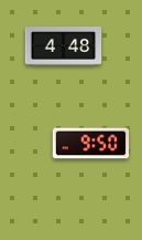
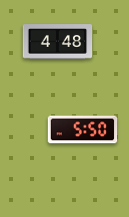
clock at (91, 144): 9:50 -> 5:50
